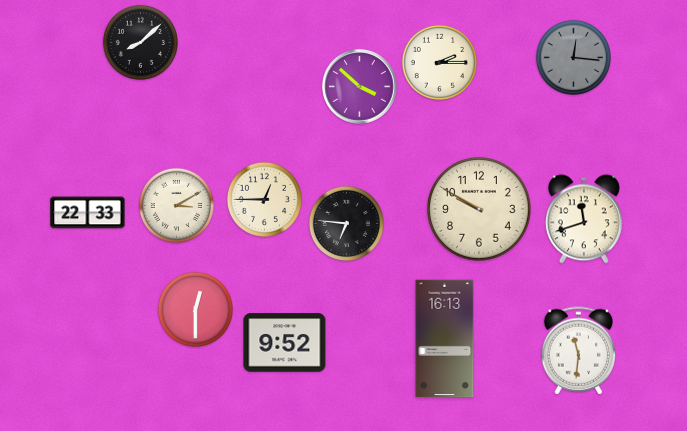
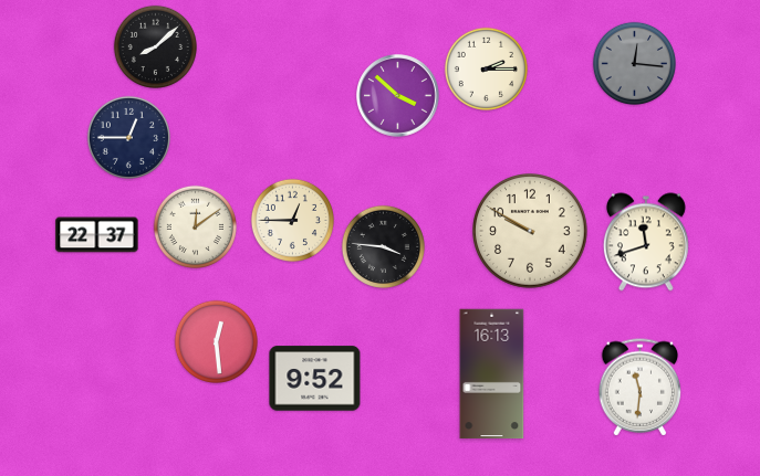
clock at (128, 137): none -> 12:45
clock at (176, 205): 3:10 -> 12:09
clock at (88, 213): 22:33 -> 22:37
clock at (346, 223): 6:46 -> 3:46
clock at (195, 309): 12:30 -> 12:29
